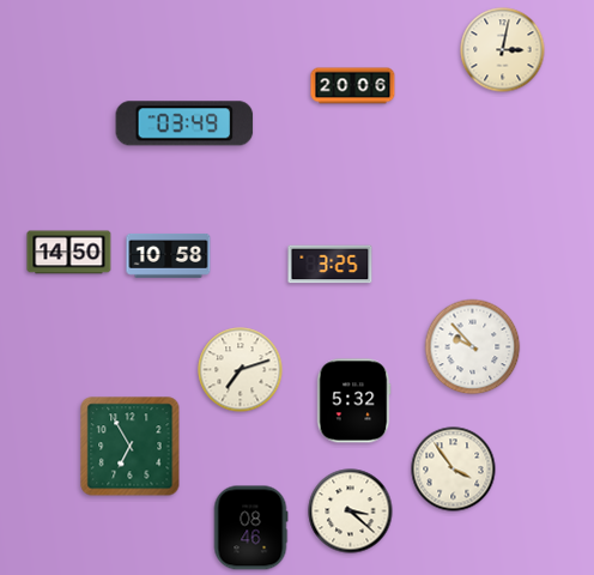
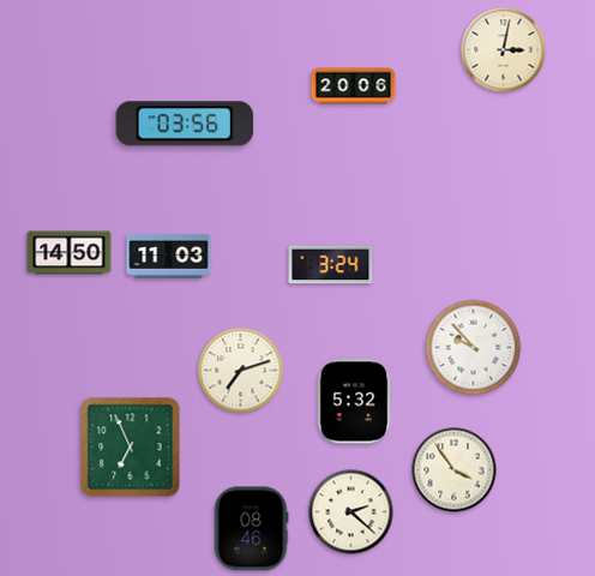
clock at (184, 123): 03:49 -> 03:56
clock at (169, 255): 10:58 -> 11:03
clock at (331, 265): 3:25 -> 3:24
clock at (131, 447): 6:55 -> 6:56
clock at (351, 512): 3:22 -> 2:22
